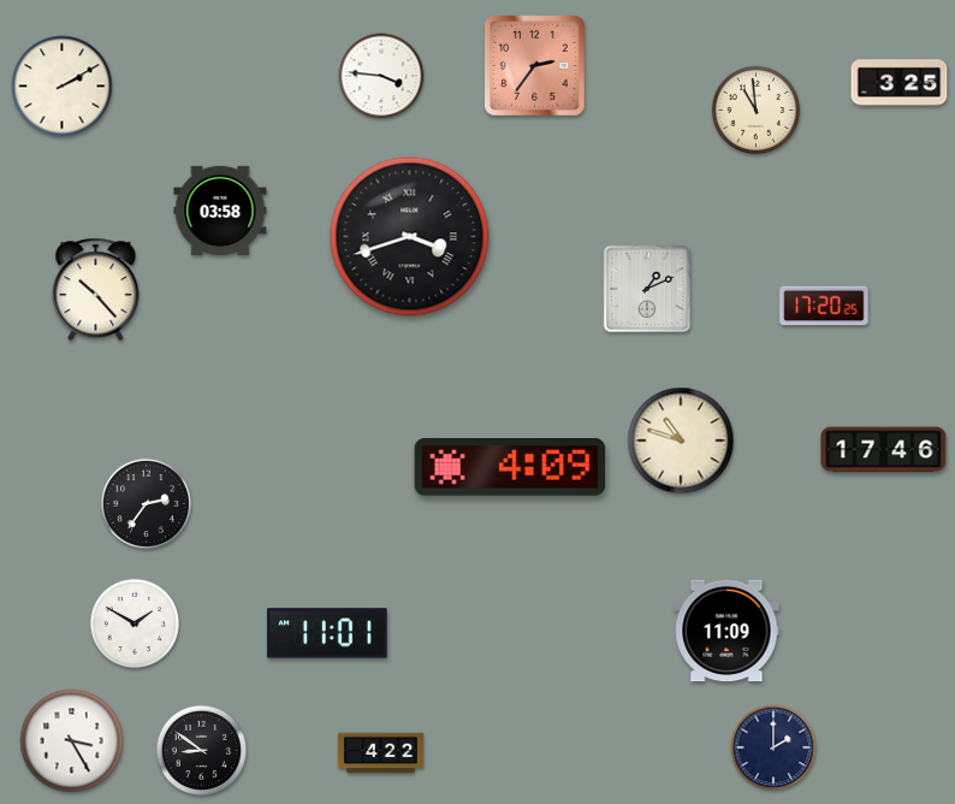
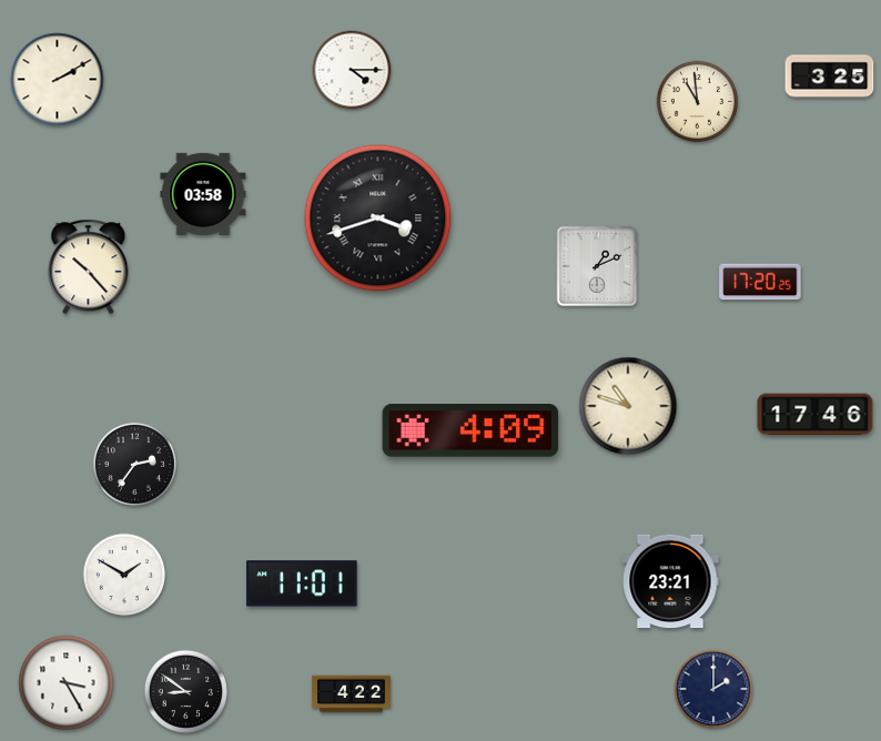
clock at (535, 66): 2:36 -> none
clock at (381, 76): 3:46 -> 4:15
clock at (726, 631): 11:09 -> 23:21
